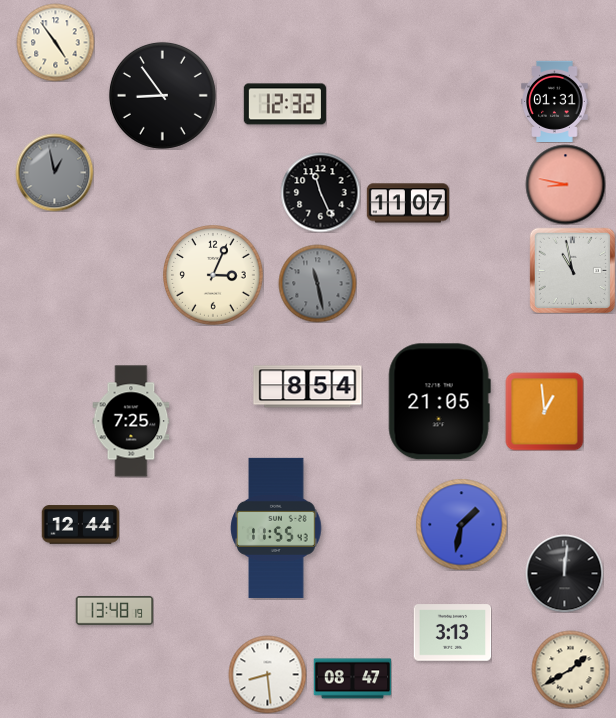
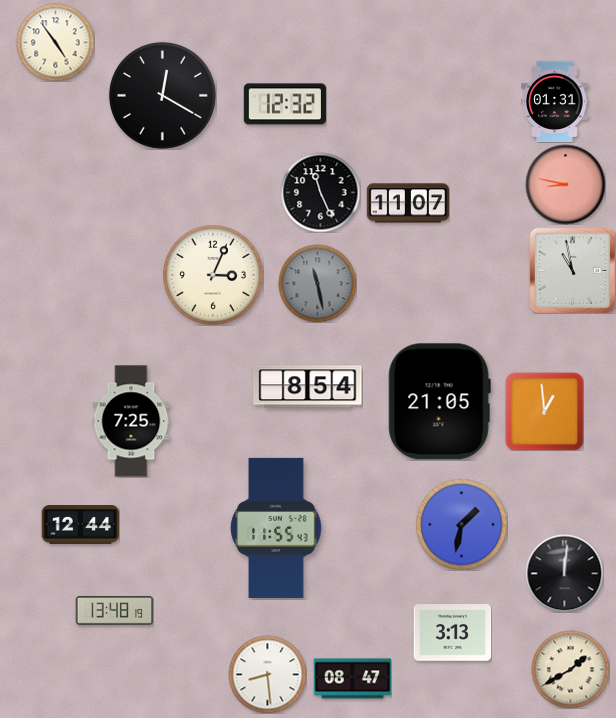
clock at (162, 95): 8:54 -> 12:20
clock at (54, 172): 12:58 -> none
